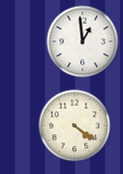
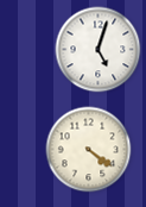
clock at (83, 42): 12:59 -> 5:03
